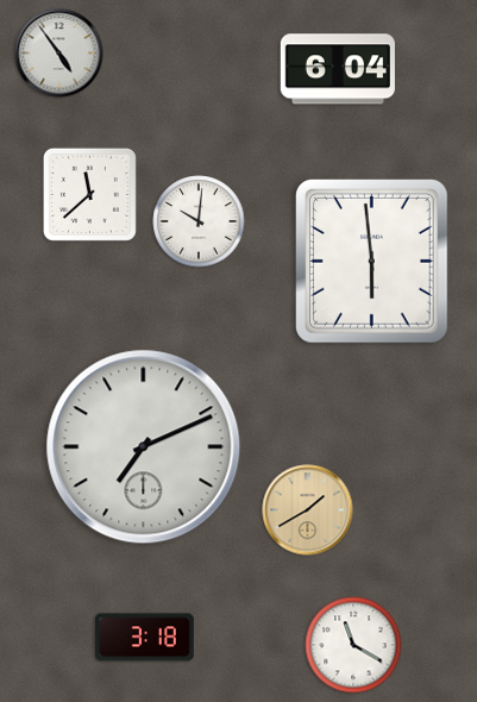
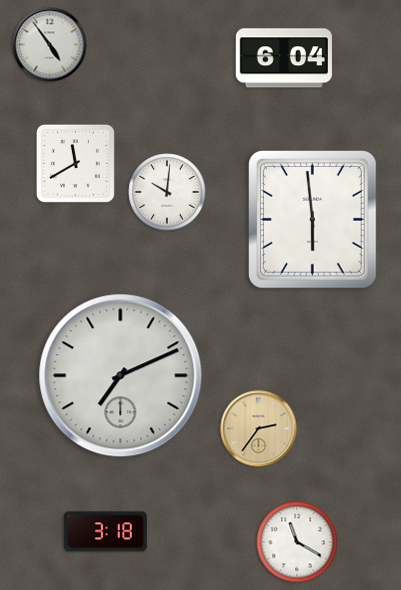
clock at (89, 194): 11:38 -> 11:40
clock at (199, 221) position: (199, 221) -> (167, 192)
clock at (308, 510): 1:40 -> 2:36
clock at (144, 638) position: (144, 638) -> (105, 532)
